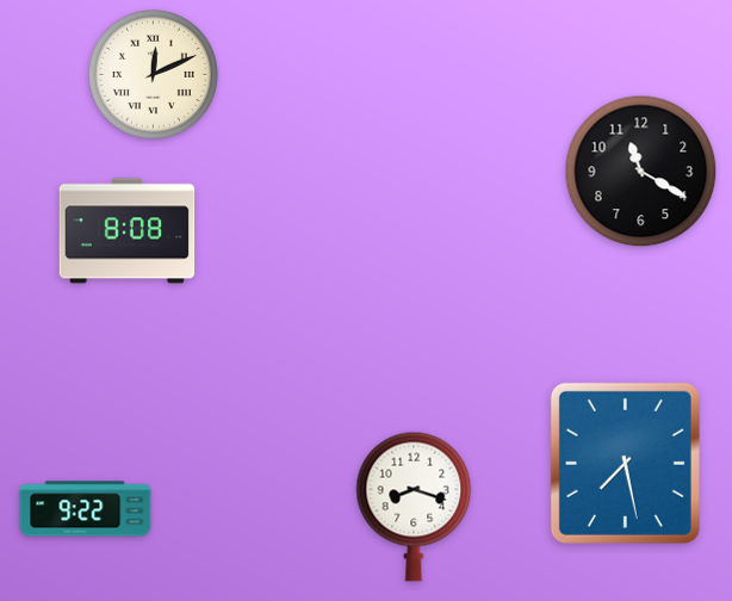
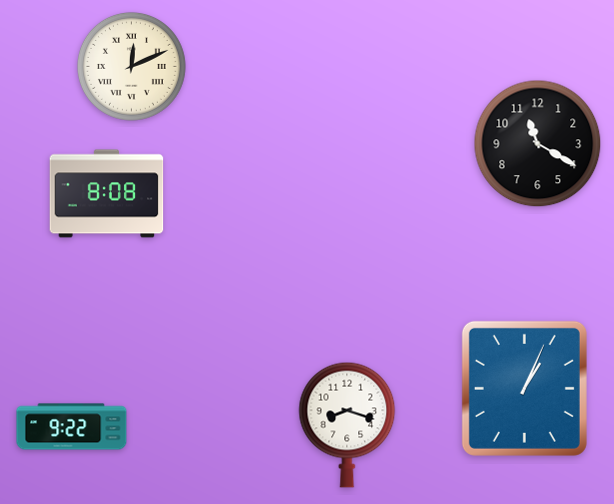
clock at (153, 74) position: (153, 74) -> (131, 66)
clock at (625, 463): 7:28 -> 1:04
